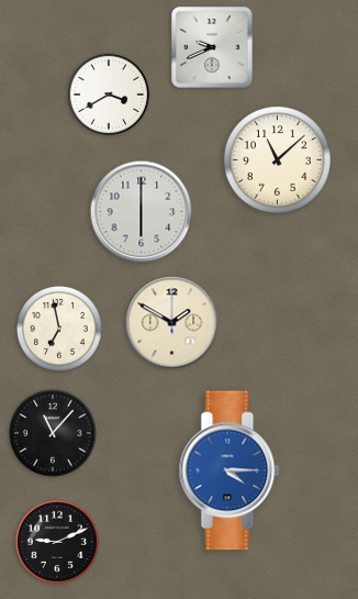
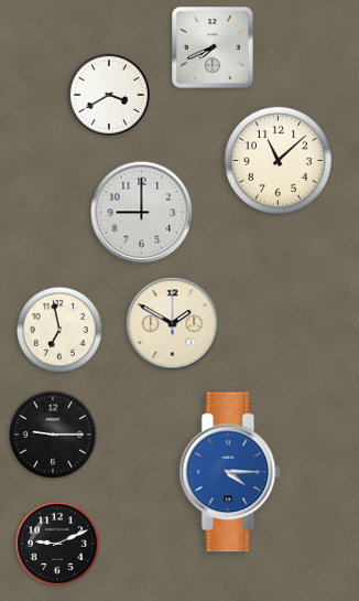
clock at (212, 47): 9:41 -> 7:41
clock at (142, 212): 6:00 -> 9:00
clock at (53, 433): 11:07 -> 9:15
